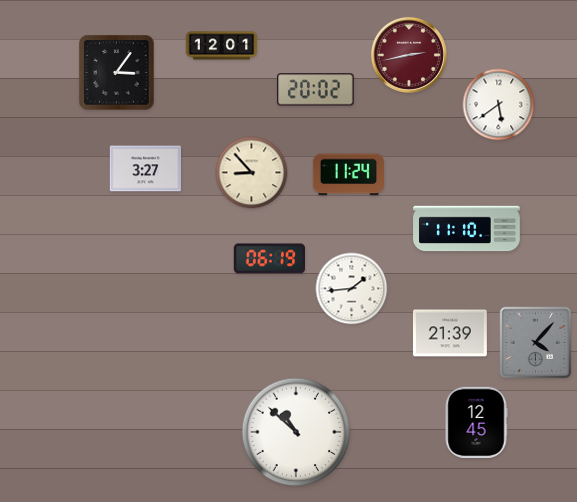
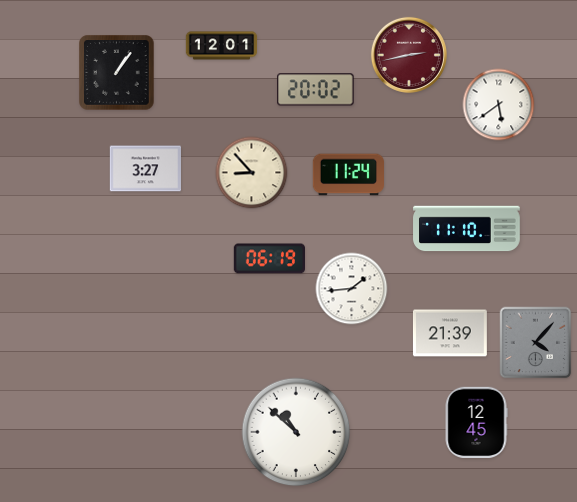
clock at (117, 73): 3:06 -> 1:06
